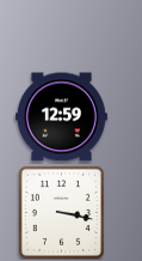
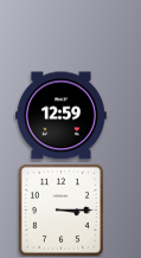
clock at (61, 212): 3:17 -> 3:15
